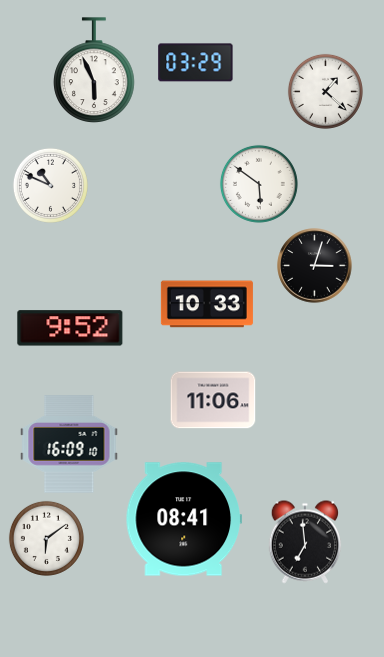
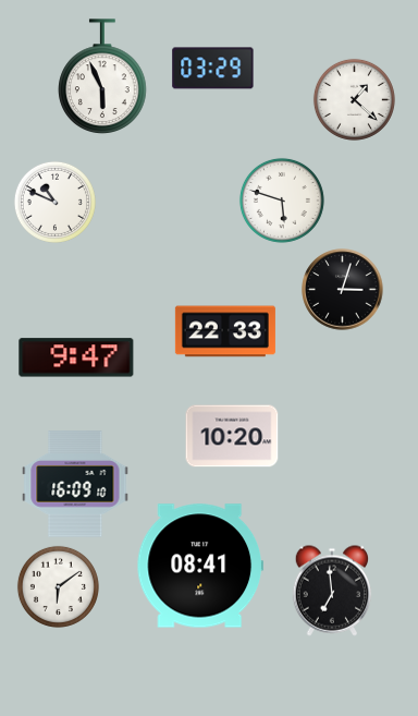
clock at (259, 184): 5:51 -> 5:48
clock at (207, 304): 10:33 -> 22:33
clock at (70, 328): 9:52 -> 9:47
clock at (213, 400): 11:06 -> 10:20
clock at (46, 538) position: (46, 538) -> (58, 586)
